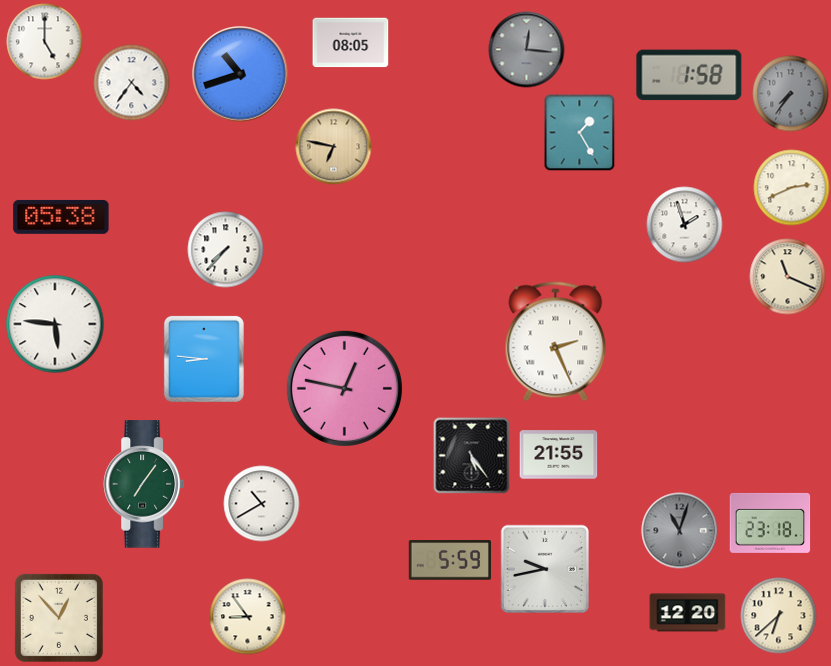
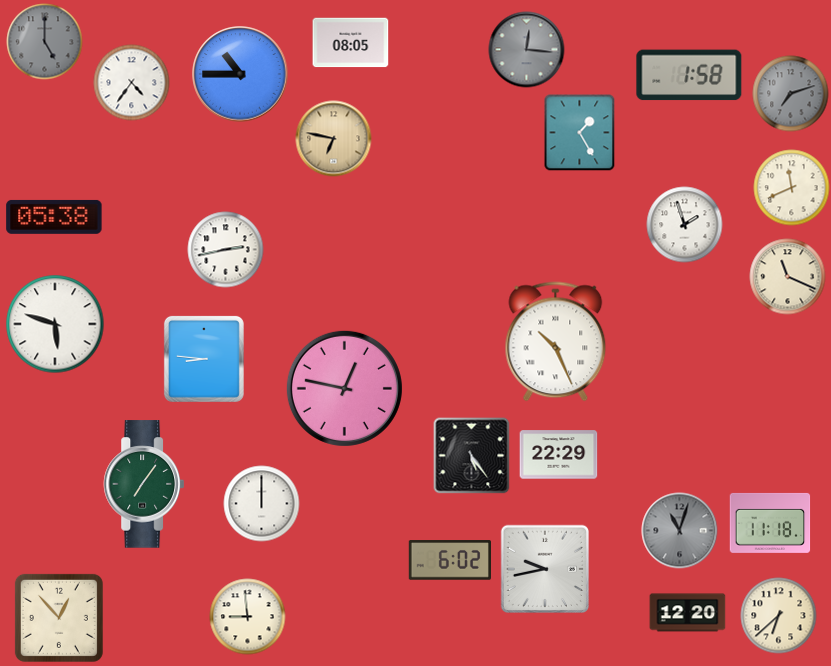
clock at (45, 42) dial: white -> grey
clock at (240, 74): 10:42 -> 10:45
clock at (791, 94): 7:36 -> 7:12
clock at (334, 147) position: (334, 147) -> (334, 139)
clock at (792, 188): 2:41 -> 11:41
clock at (61, 217) position: (61, 217) -> (54, 217)
clock at (226, 250): 7:37 -> 2:43
clock at (55, 324): 5:46 -> 5:48
clock at (556, 342): 2:26 -> 10:26
clock at (559, 455): 21:55 -> 22:29
clock at (262, 504): 10:40 -> 12:00
clock at (770, 523): 23:18 -> 11:18
clock at (449, 560): 5:59 -> 6:02
clock at (248, 617): 8:54 -> 8:59
